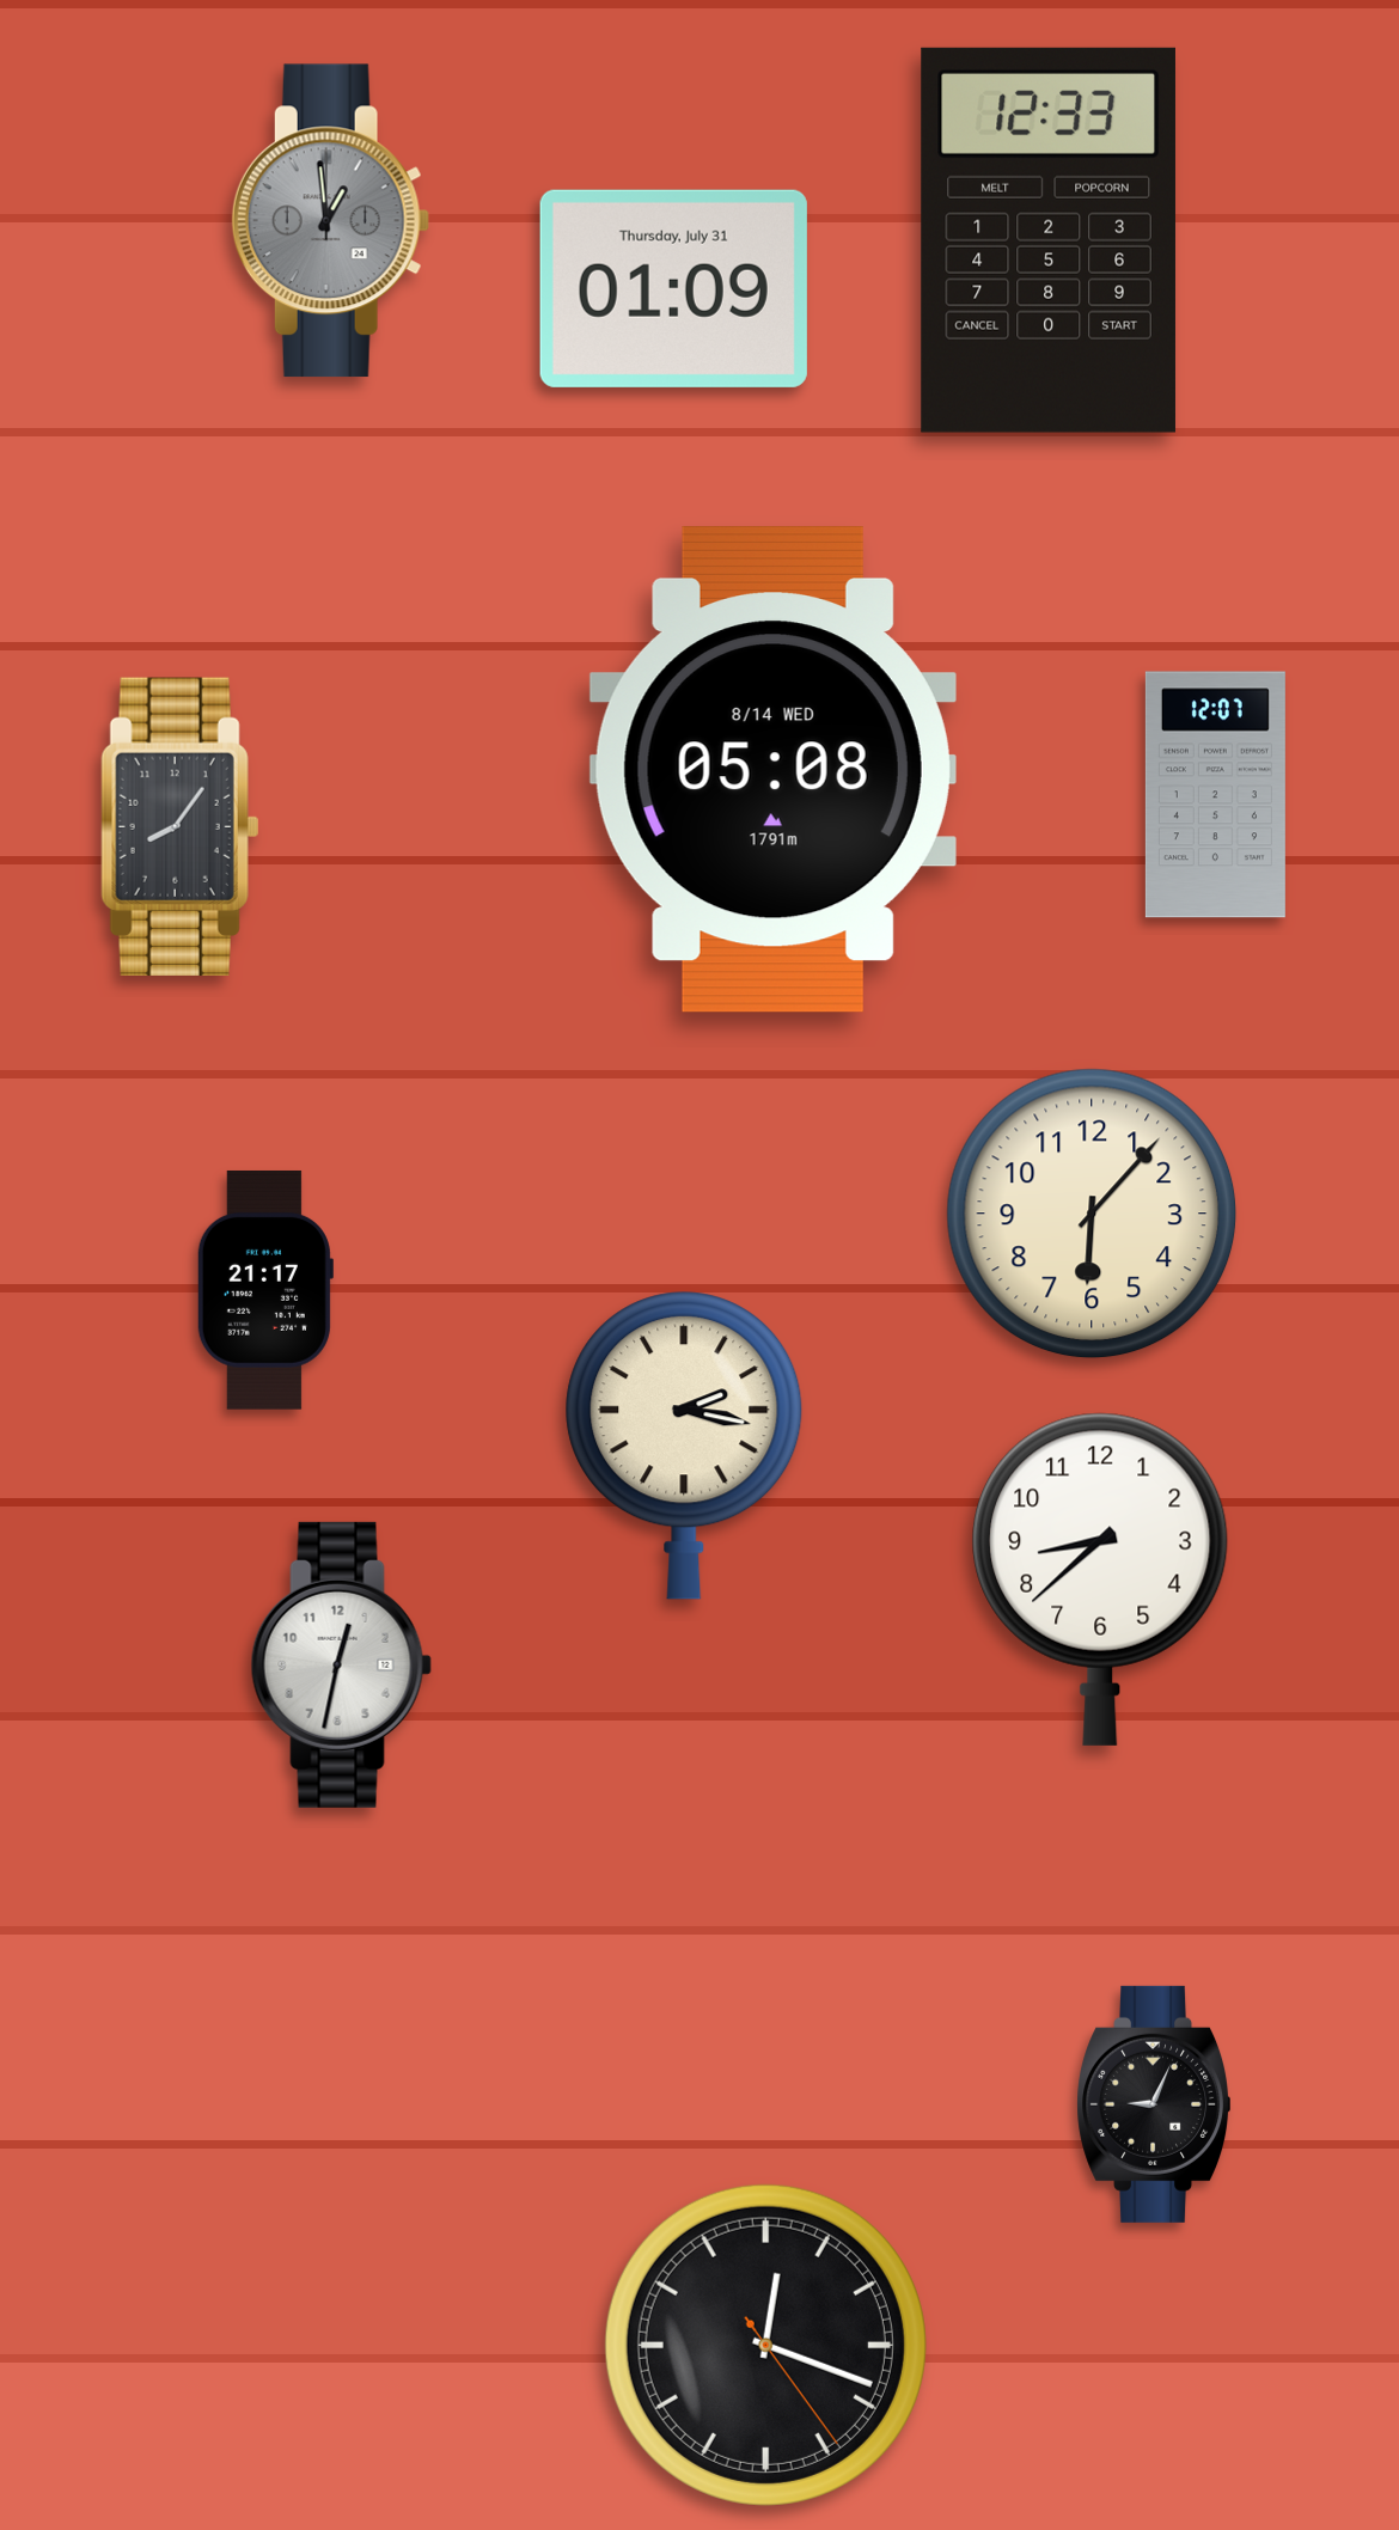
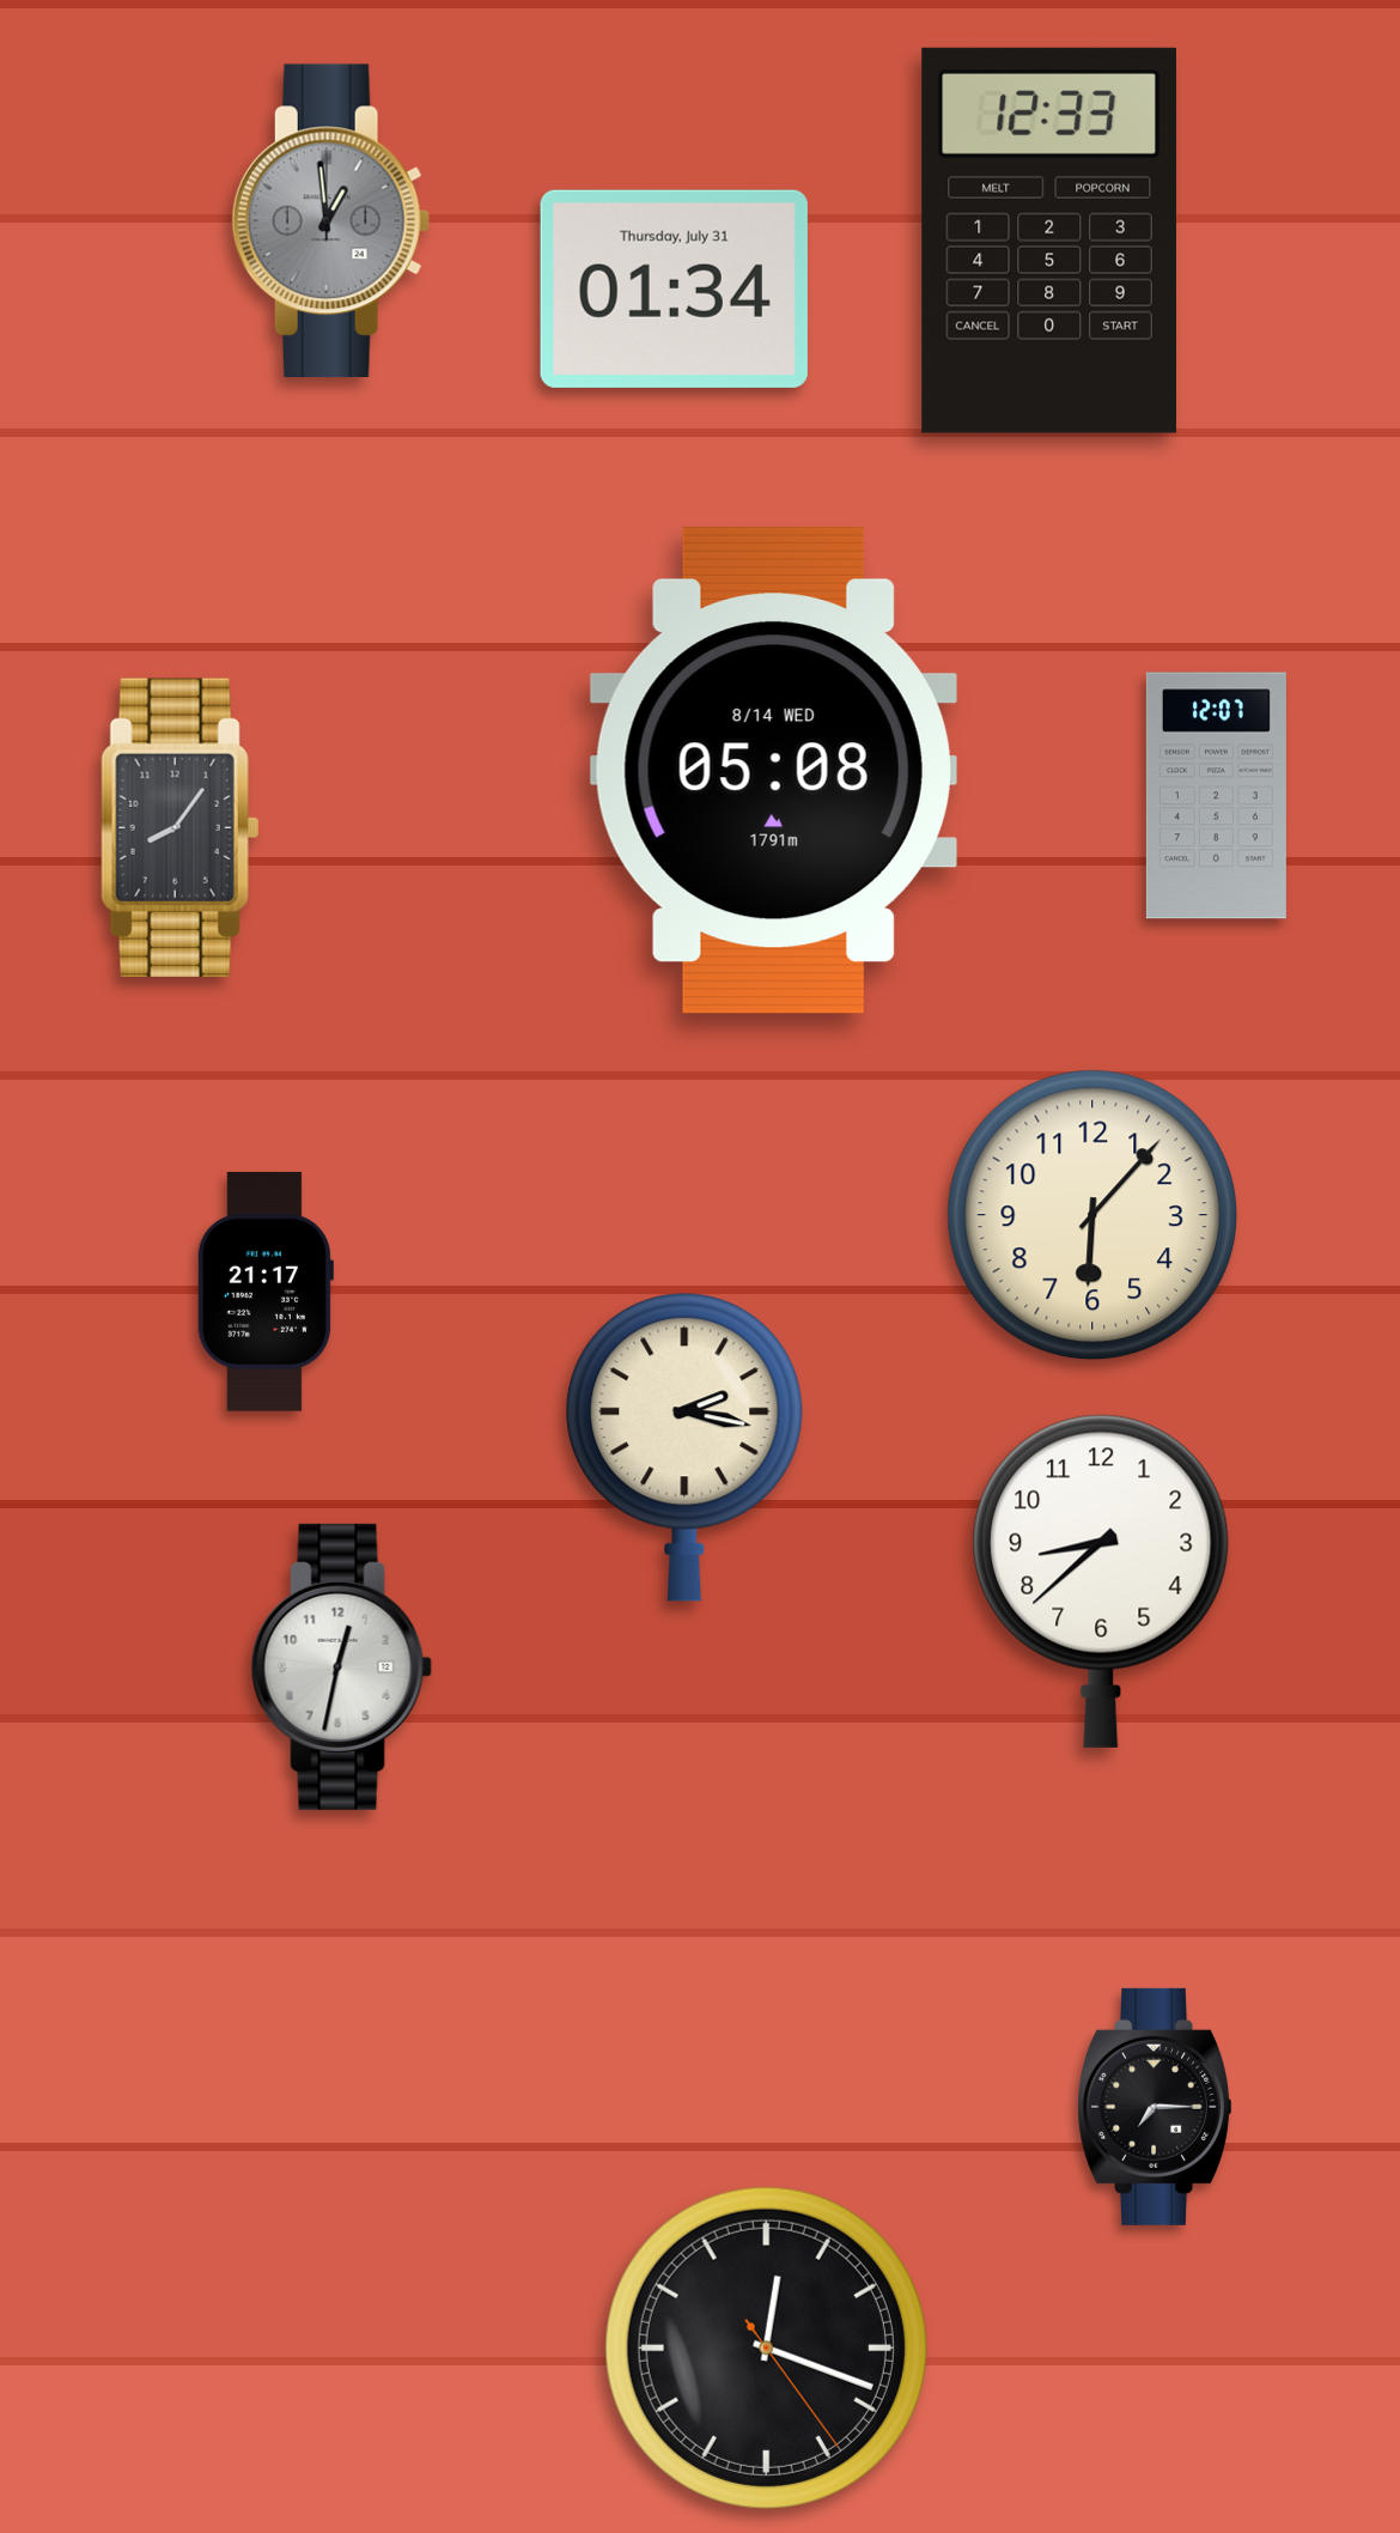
clock at (673, 288): 01:09 -> 01:34
clock at (1153, 2104): 9:04 -> 7:15
